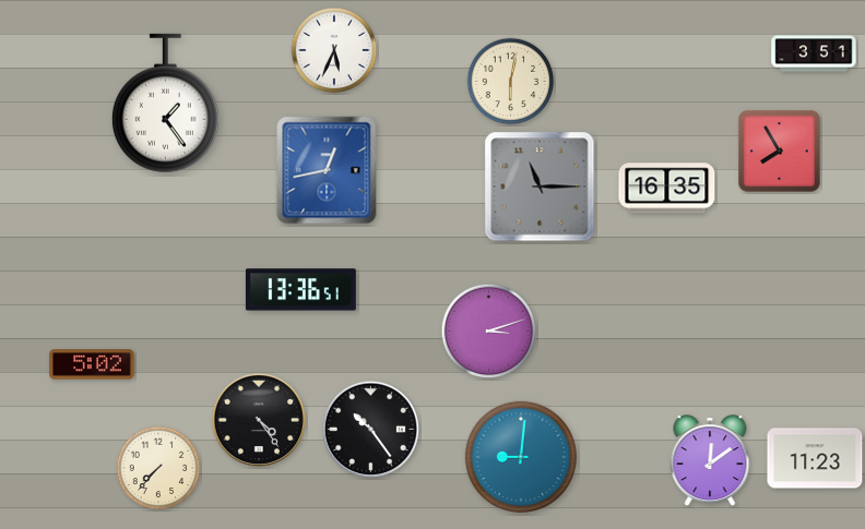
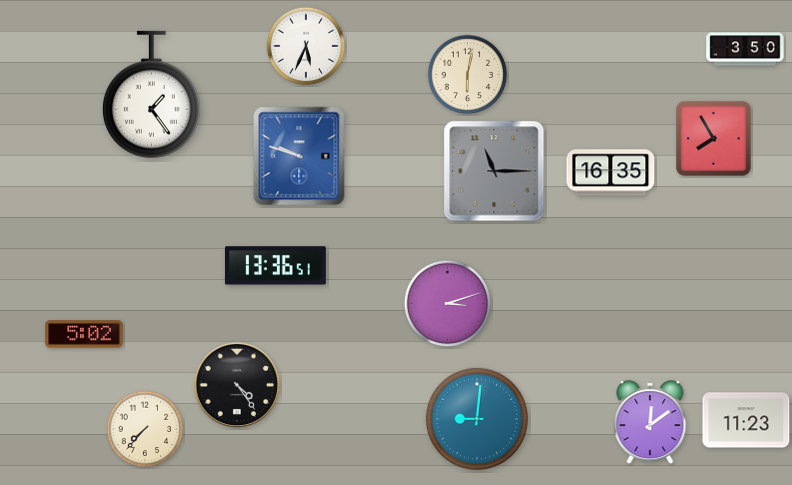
clock at (814, 53): 3:51 -> 3:50
clock at (327, 170): 12:43 -> 9:48
clock at (371, 430): 10:24 -> none
